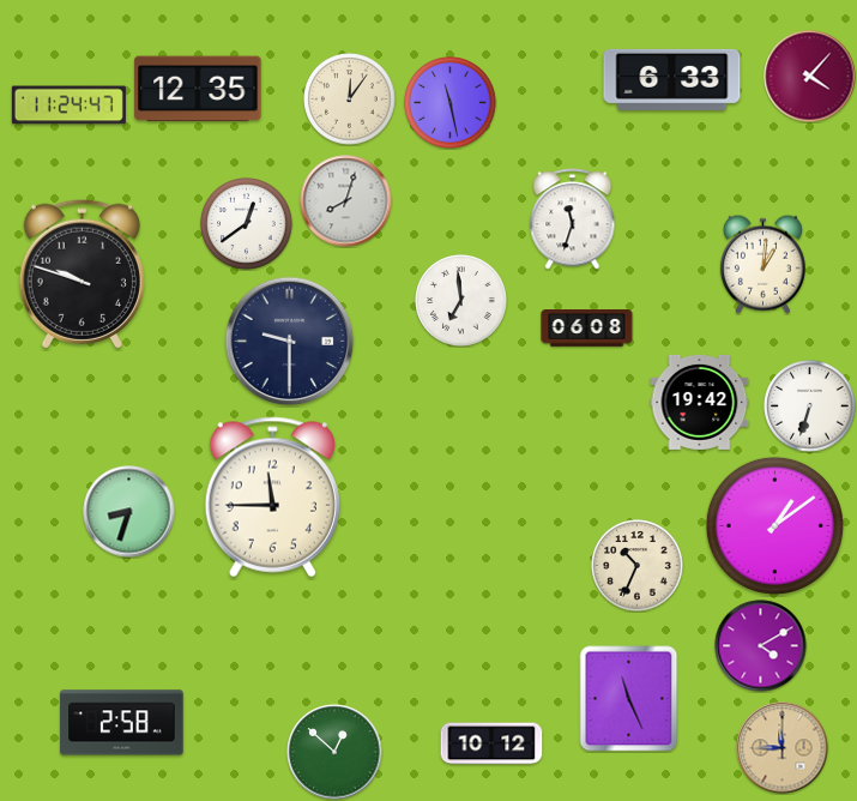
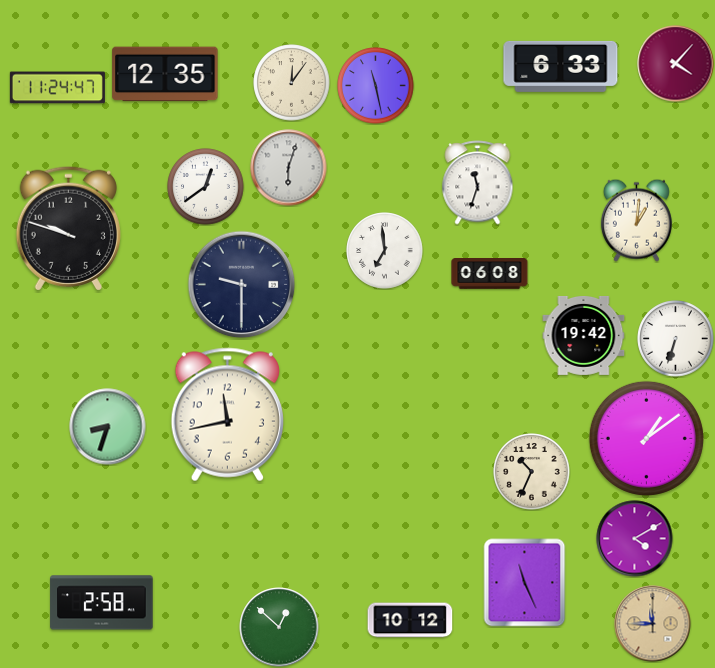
clock at (346, 201): 8:03 -> 6:03
clock at (272, 498): 11:45 -> 11:43
